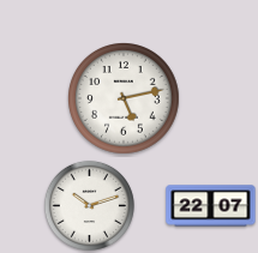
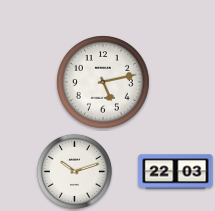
clock at (211, 206): 22:07 -> 22:03
